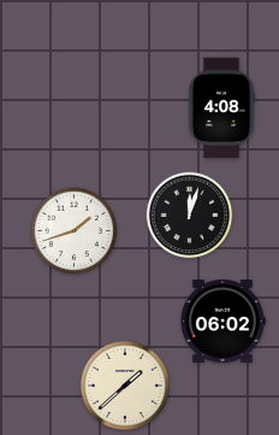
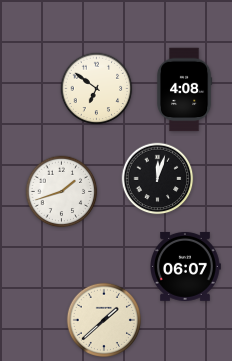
clock at (97, 89): none -> 6:51
clock at (224, 321): 06:02 -> 06:07
